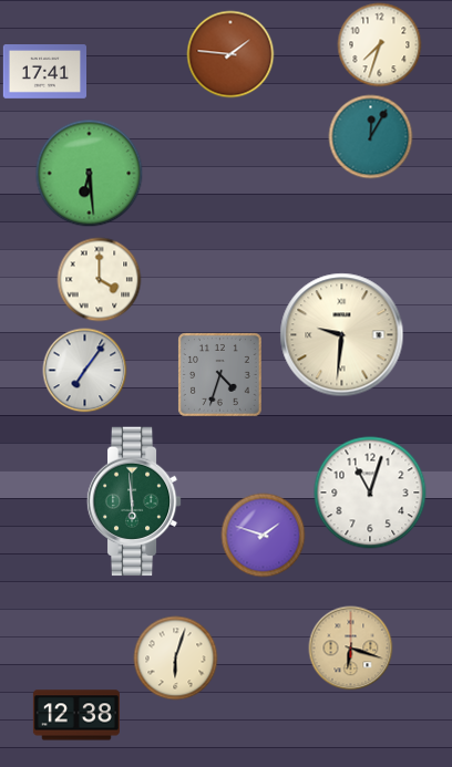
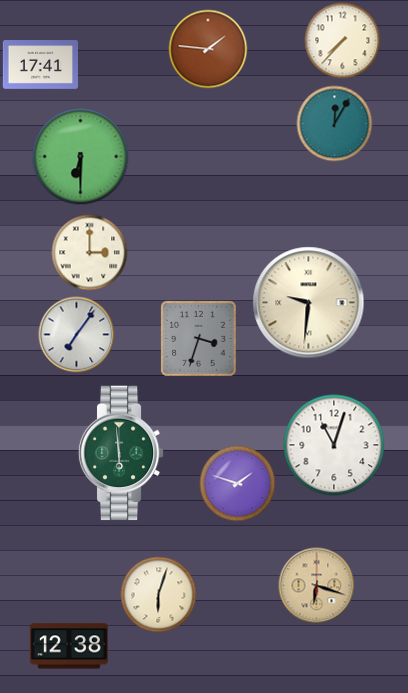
clock at (380, 45): 7:33 -> 7:37
clock at (90, 174): 6:29 -> 6:30
clock at (100, 280): 4:00 -> 3:00
clock at (220, 375): 4:33 -> 3:33
